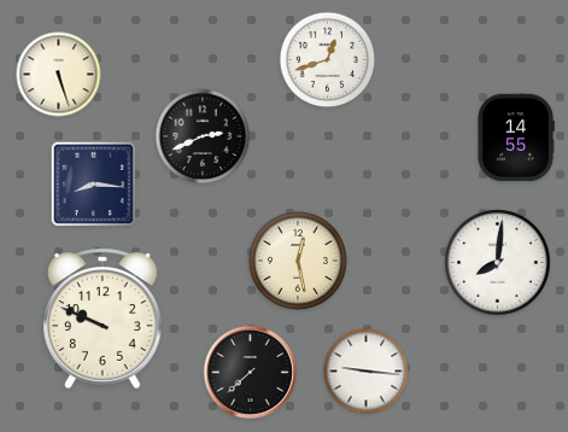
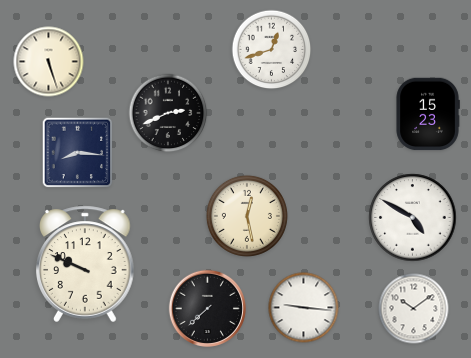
clock at (516, 138): 14:55 -> 15:23
clock at (498, 263): 8:01 -> 4:50
clock at (414, 309): none -> 10:09
